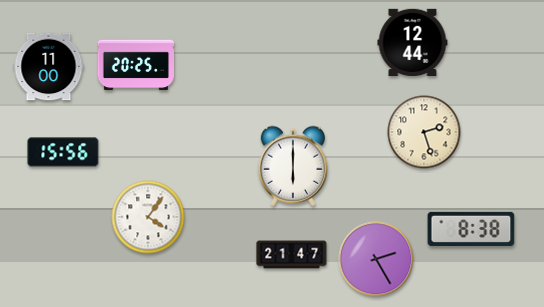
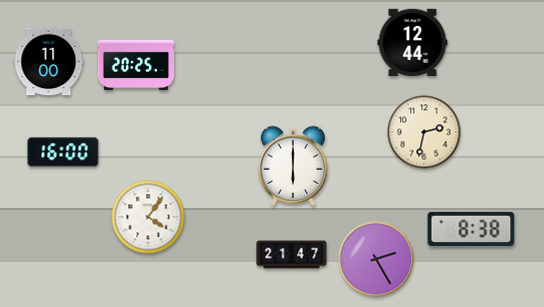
clock at (49, 67) position: (49, 67) -> (49, 62)
clock at (424, 132): 2:27 -> 2:32
clock at (63, 152): 15:56 -> 16:00
